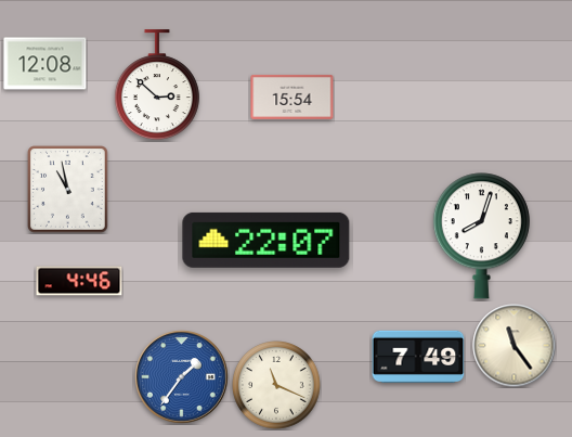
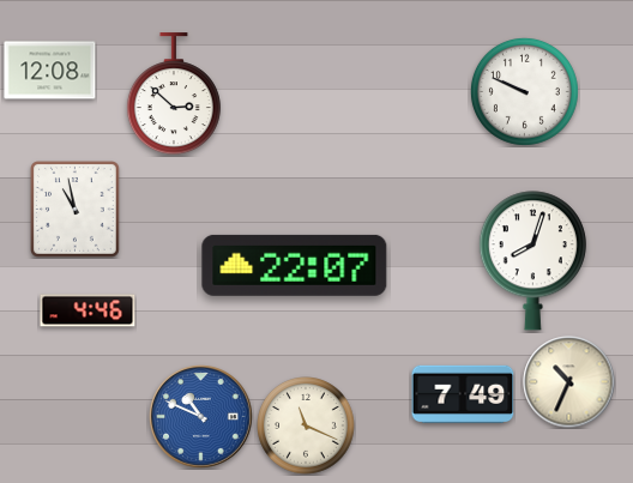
clock at (524, 91): none -> 9:49
clock at (292, 97): 15:54 -> none
clock at (515, 346): 11:24 -> 10:34
clock at (182, 377): 1:36 -> 10:49
